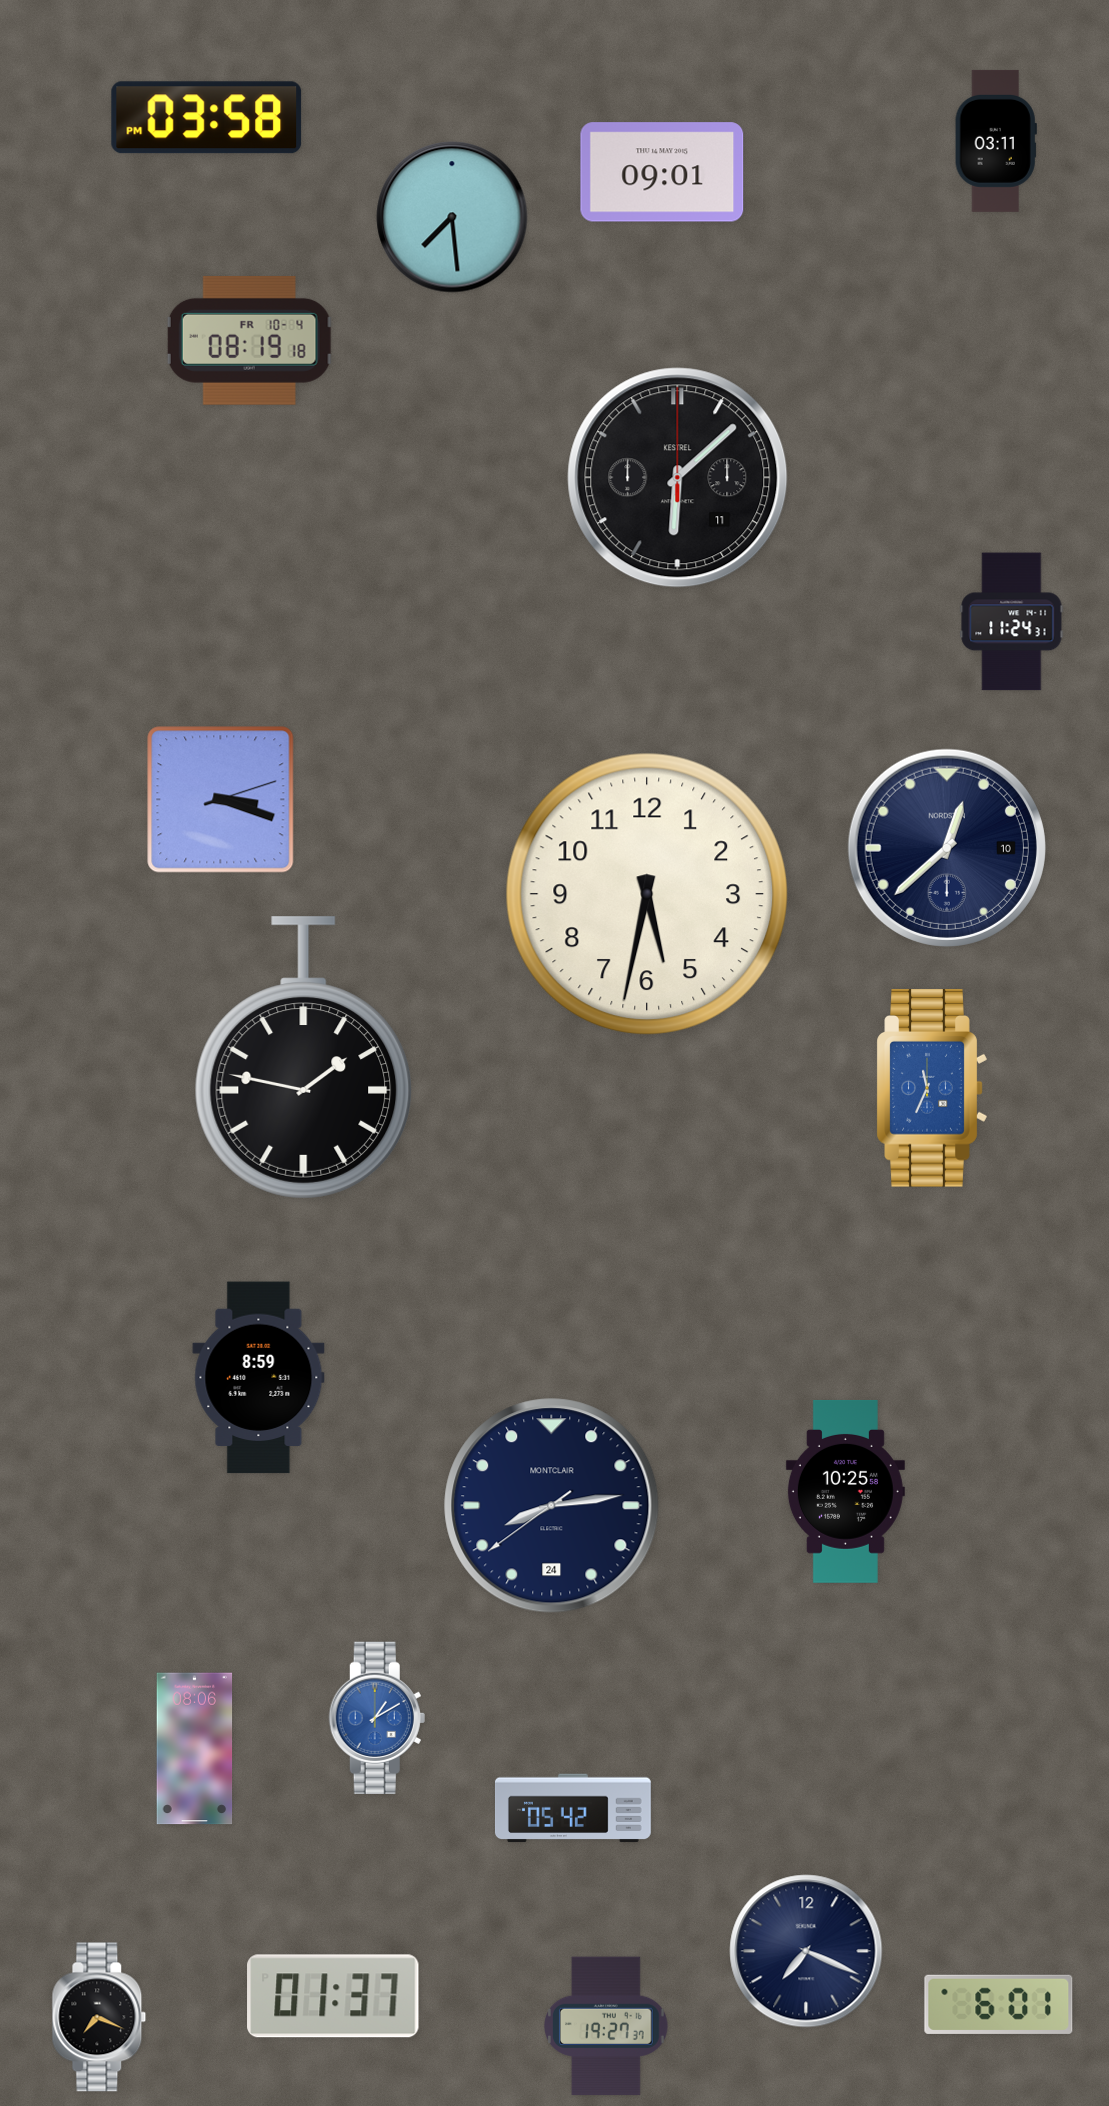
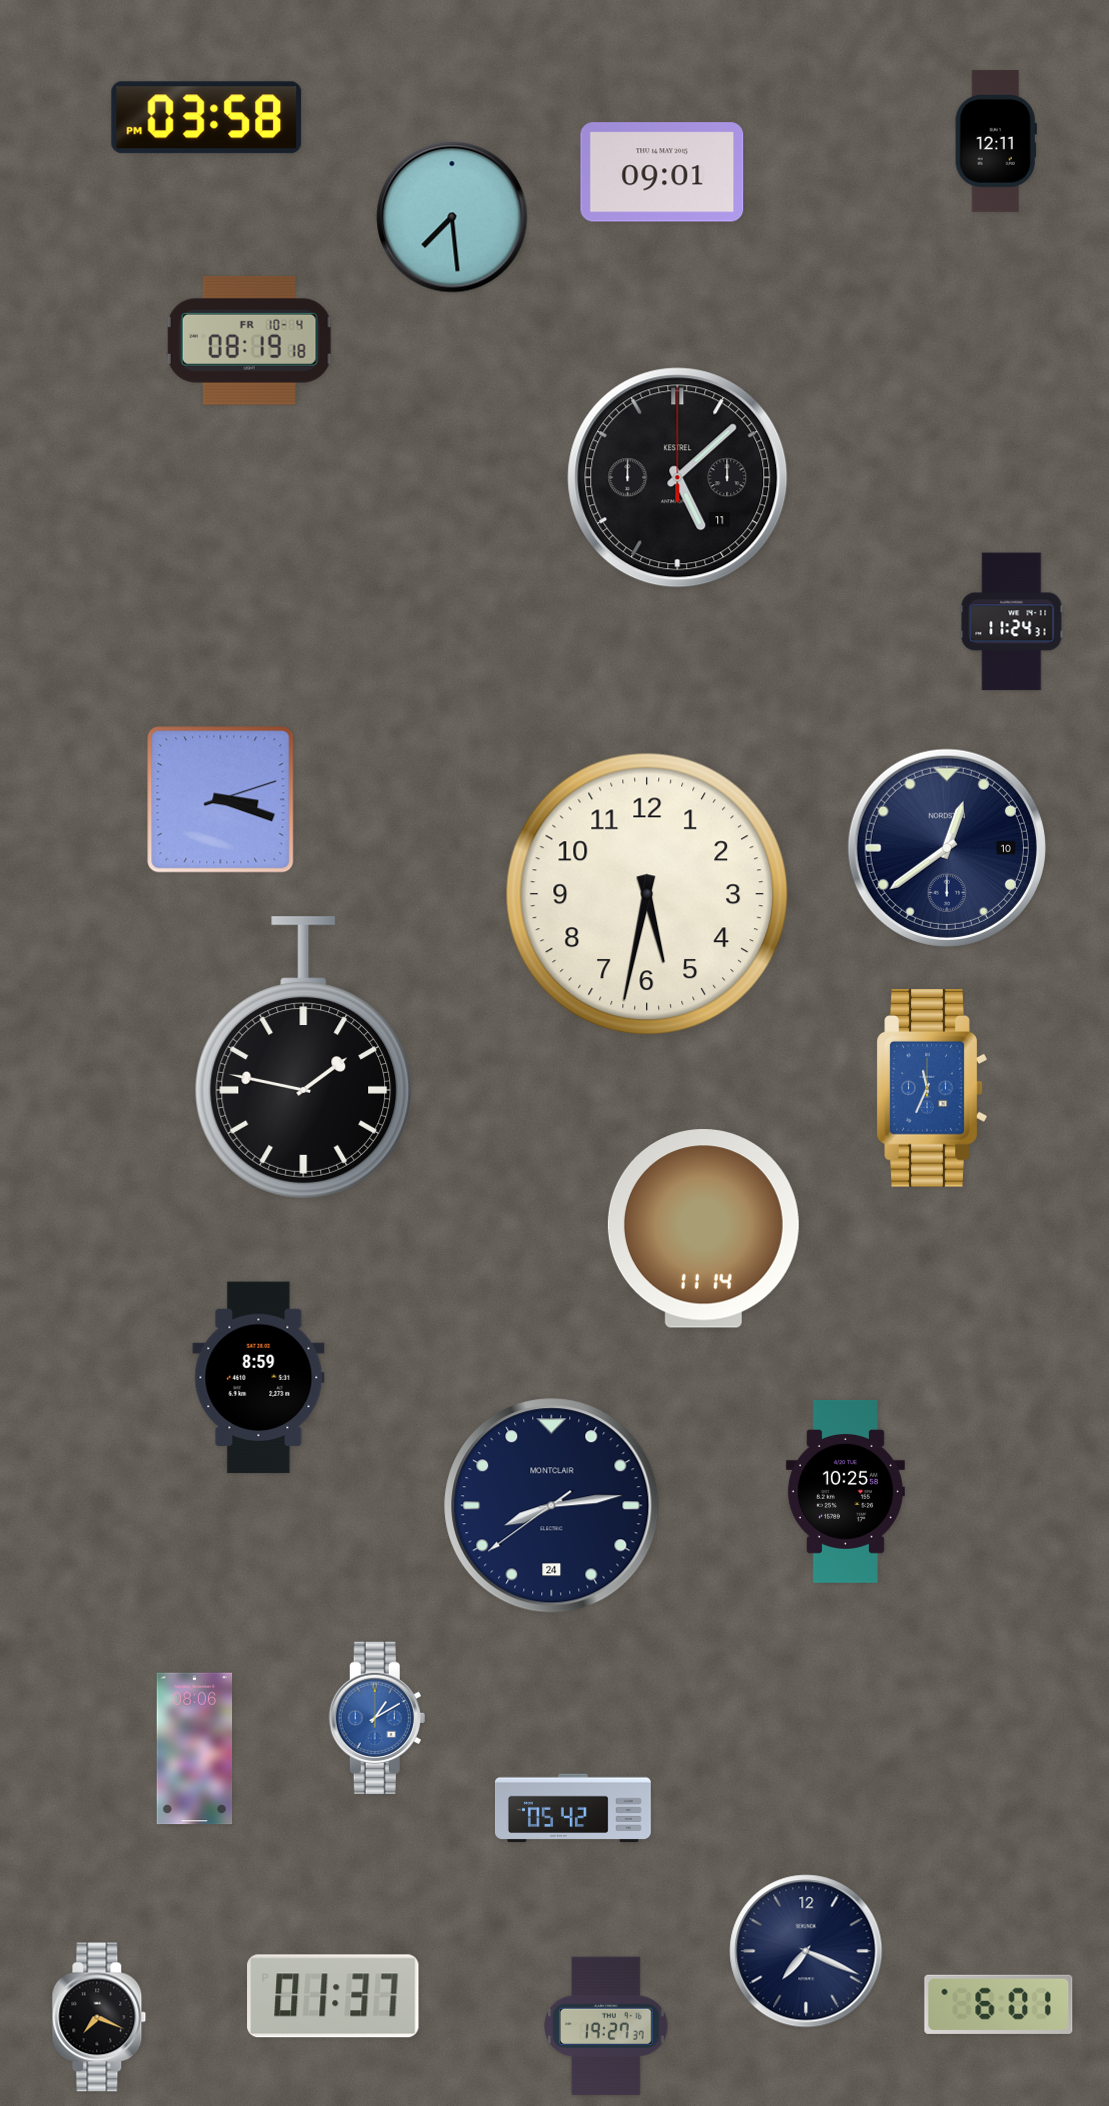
clock at (996, 141): 03:11 -> 12:11
clock at (678, 478): 6:08 -> 5:08
clock at (947, 848): 12:38 -> 12:39
clock at (703, 1229): none -> 11:14
